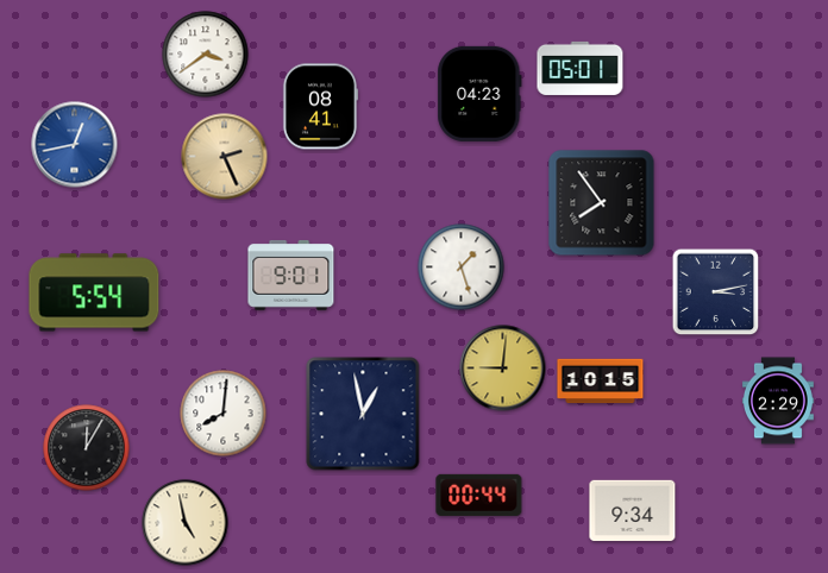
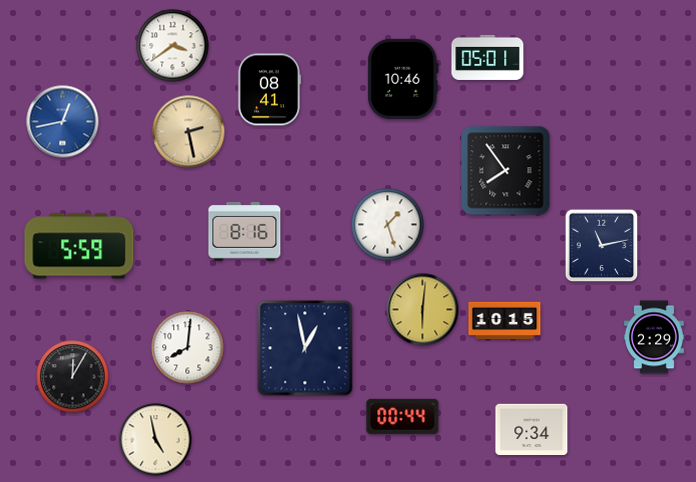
clock at (479, 94): 04:23 -> 10:46
clock at (225, 157): 2:26 -> 2:28
clock at (291, 275): 9:01 -> 8:16
clock at (94, 292): 5:54 -> 5:59
clock at (716, 292): 3:13 -> 11:13
clock at (503, 369): 9:01 -> 6:01
